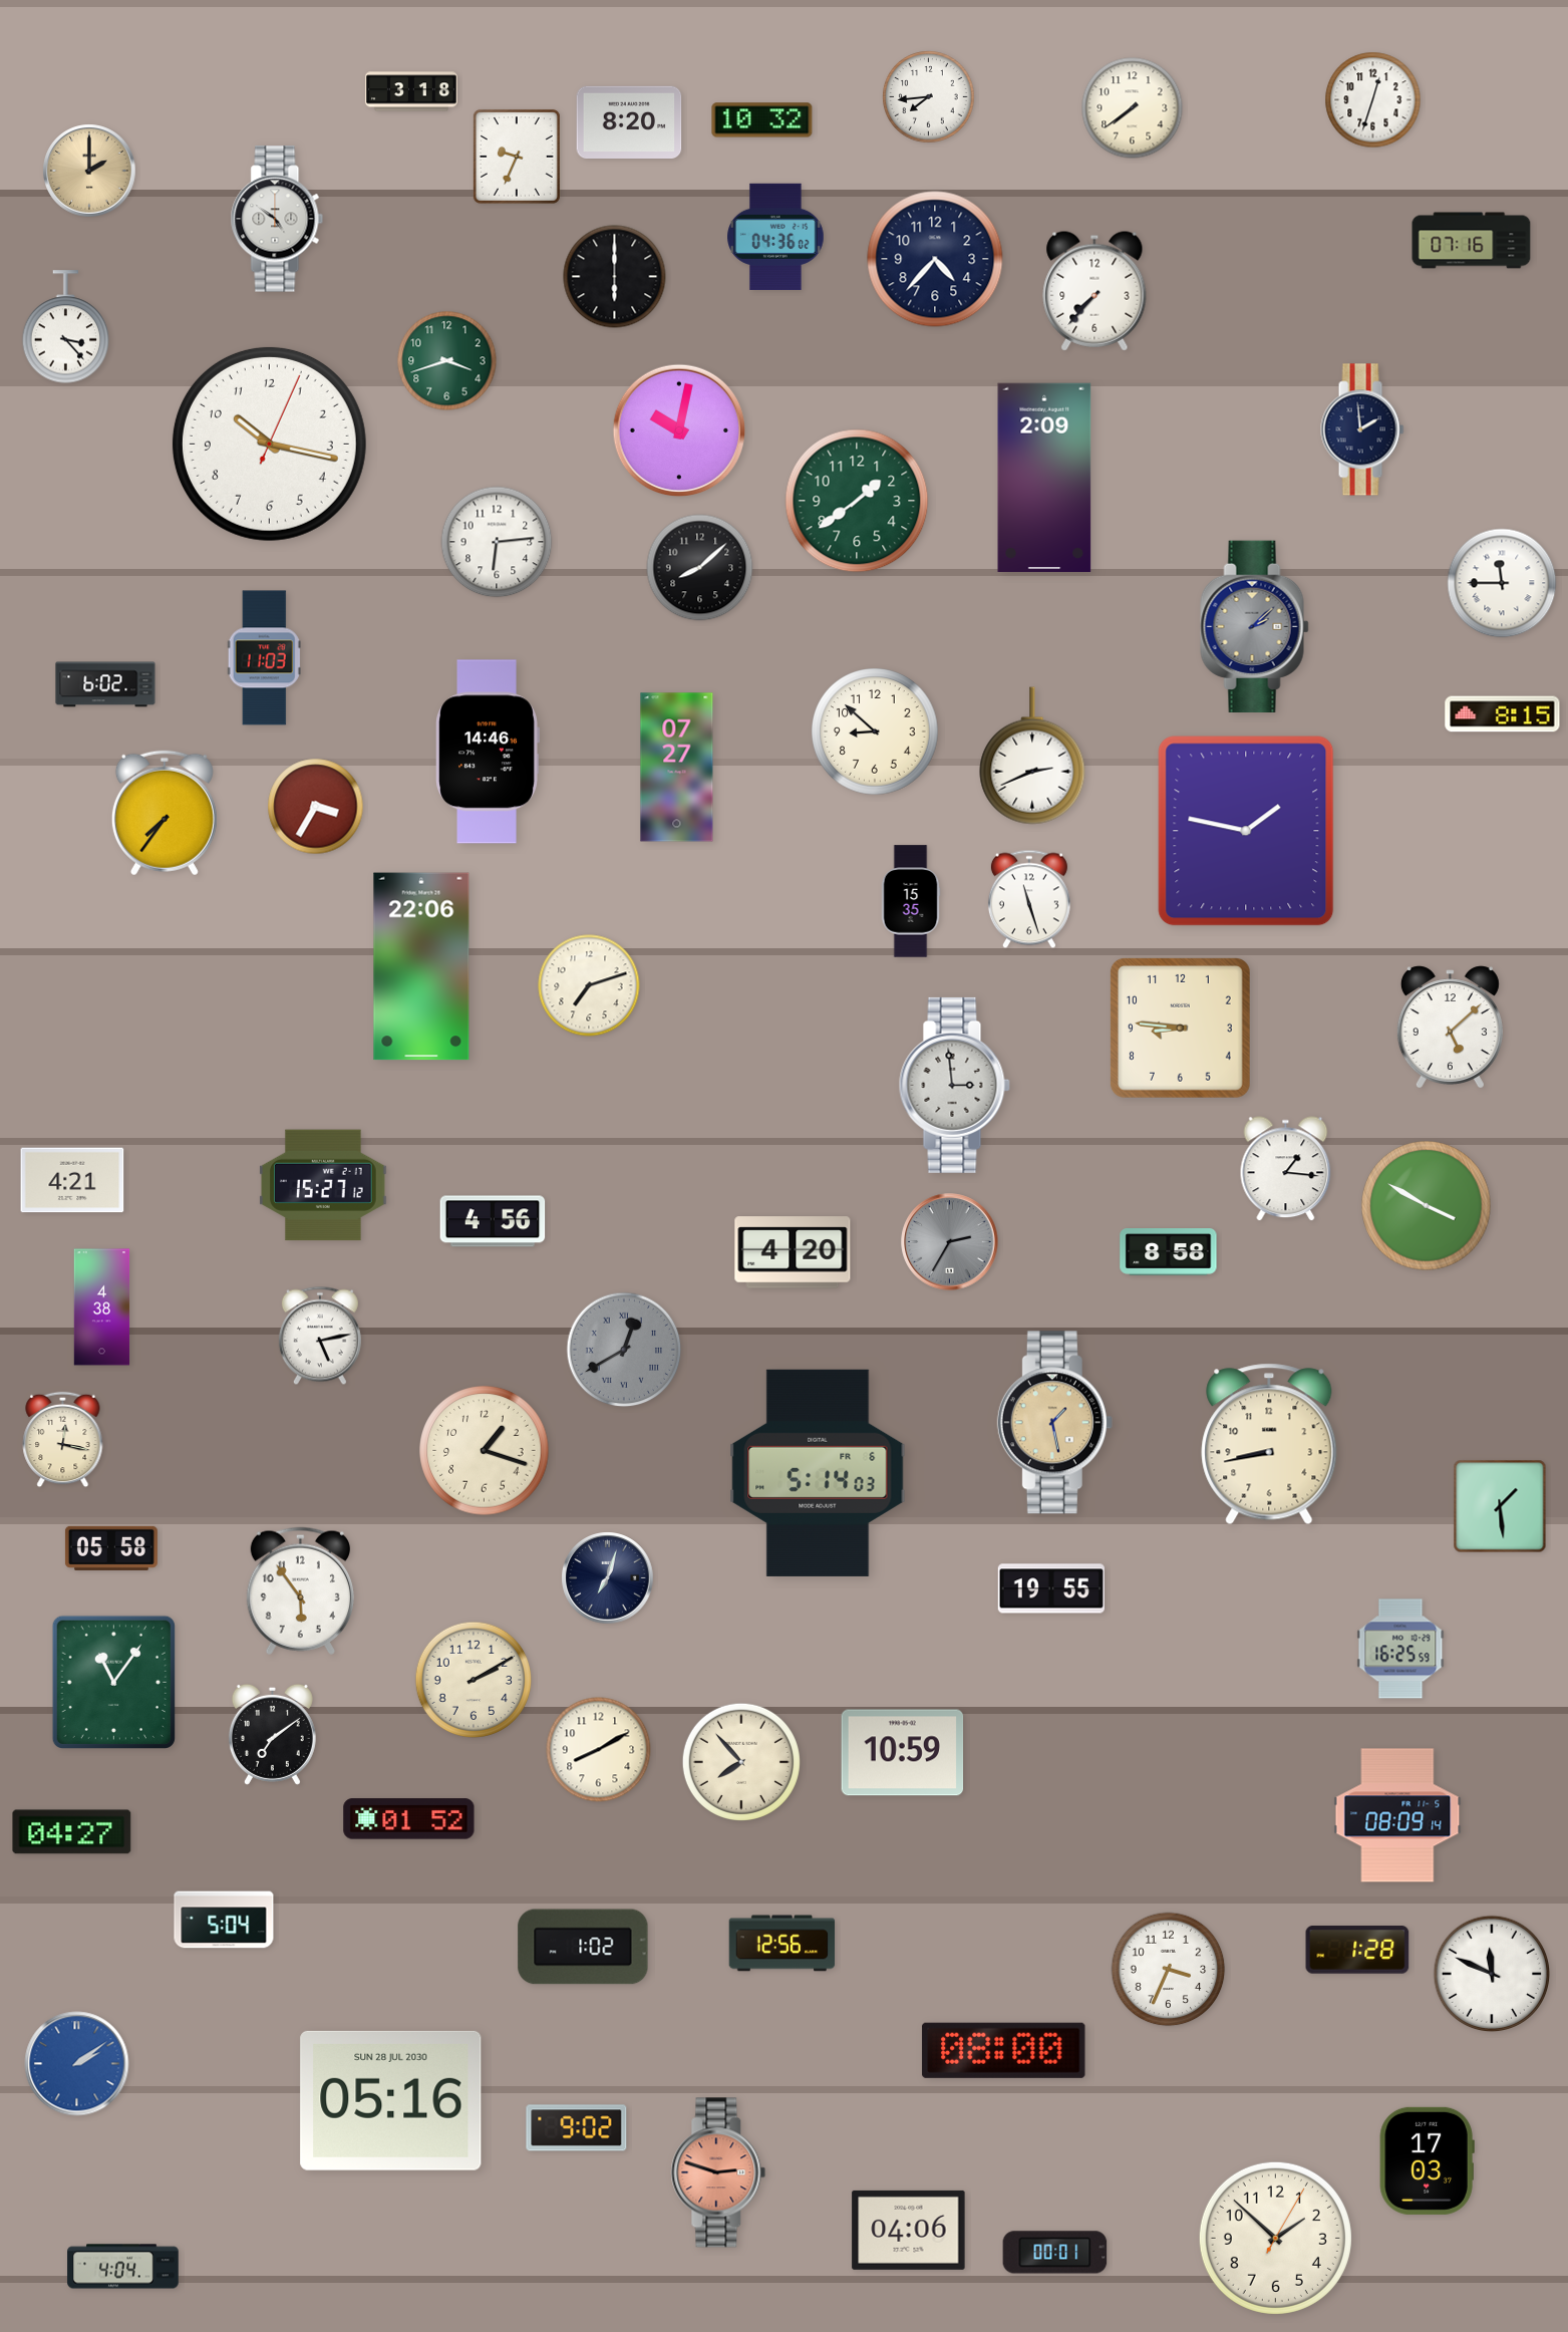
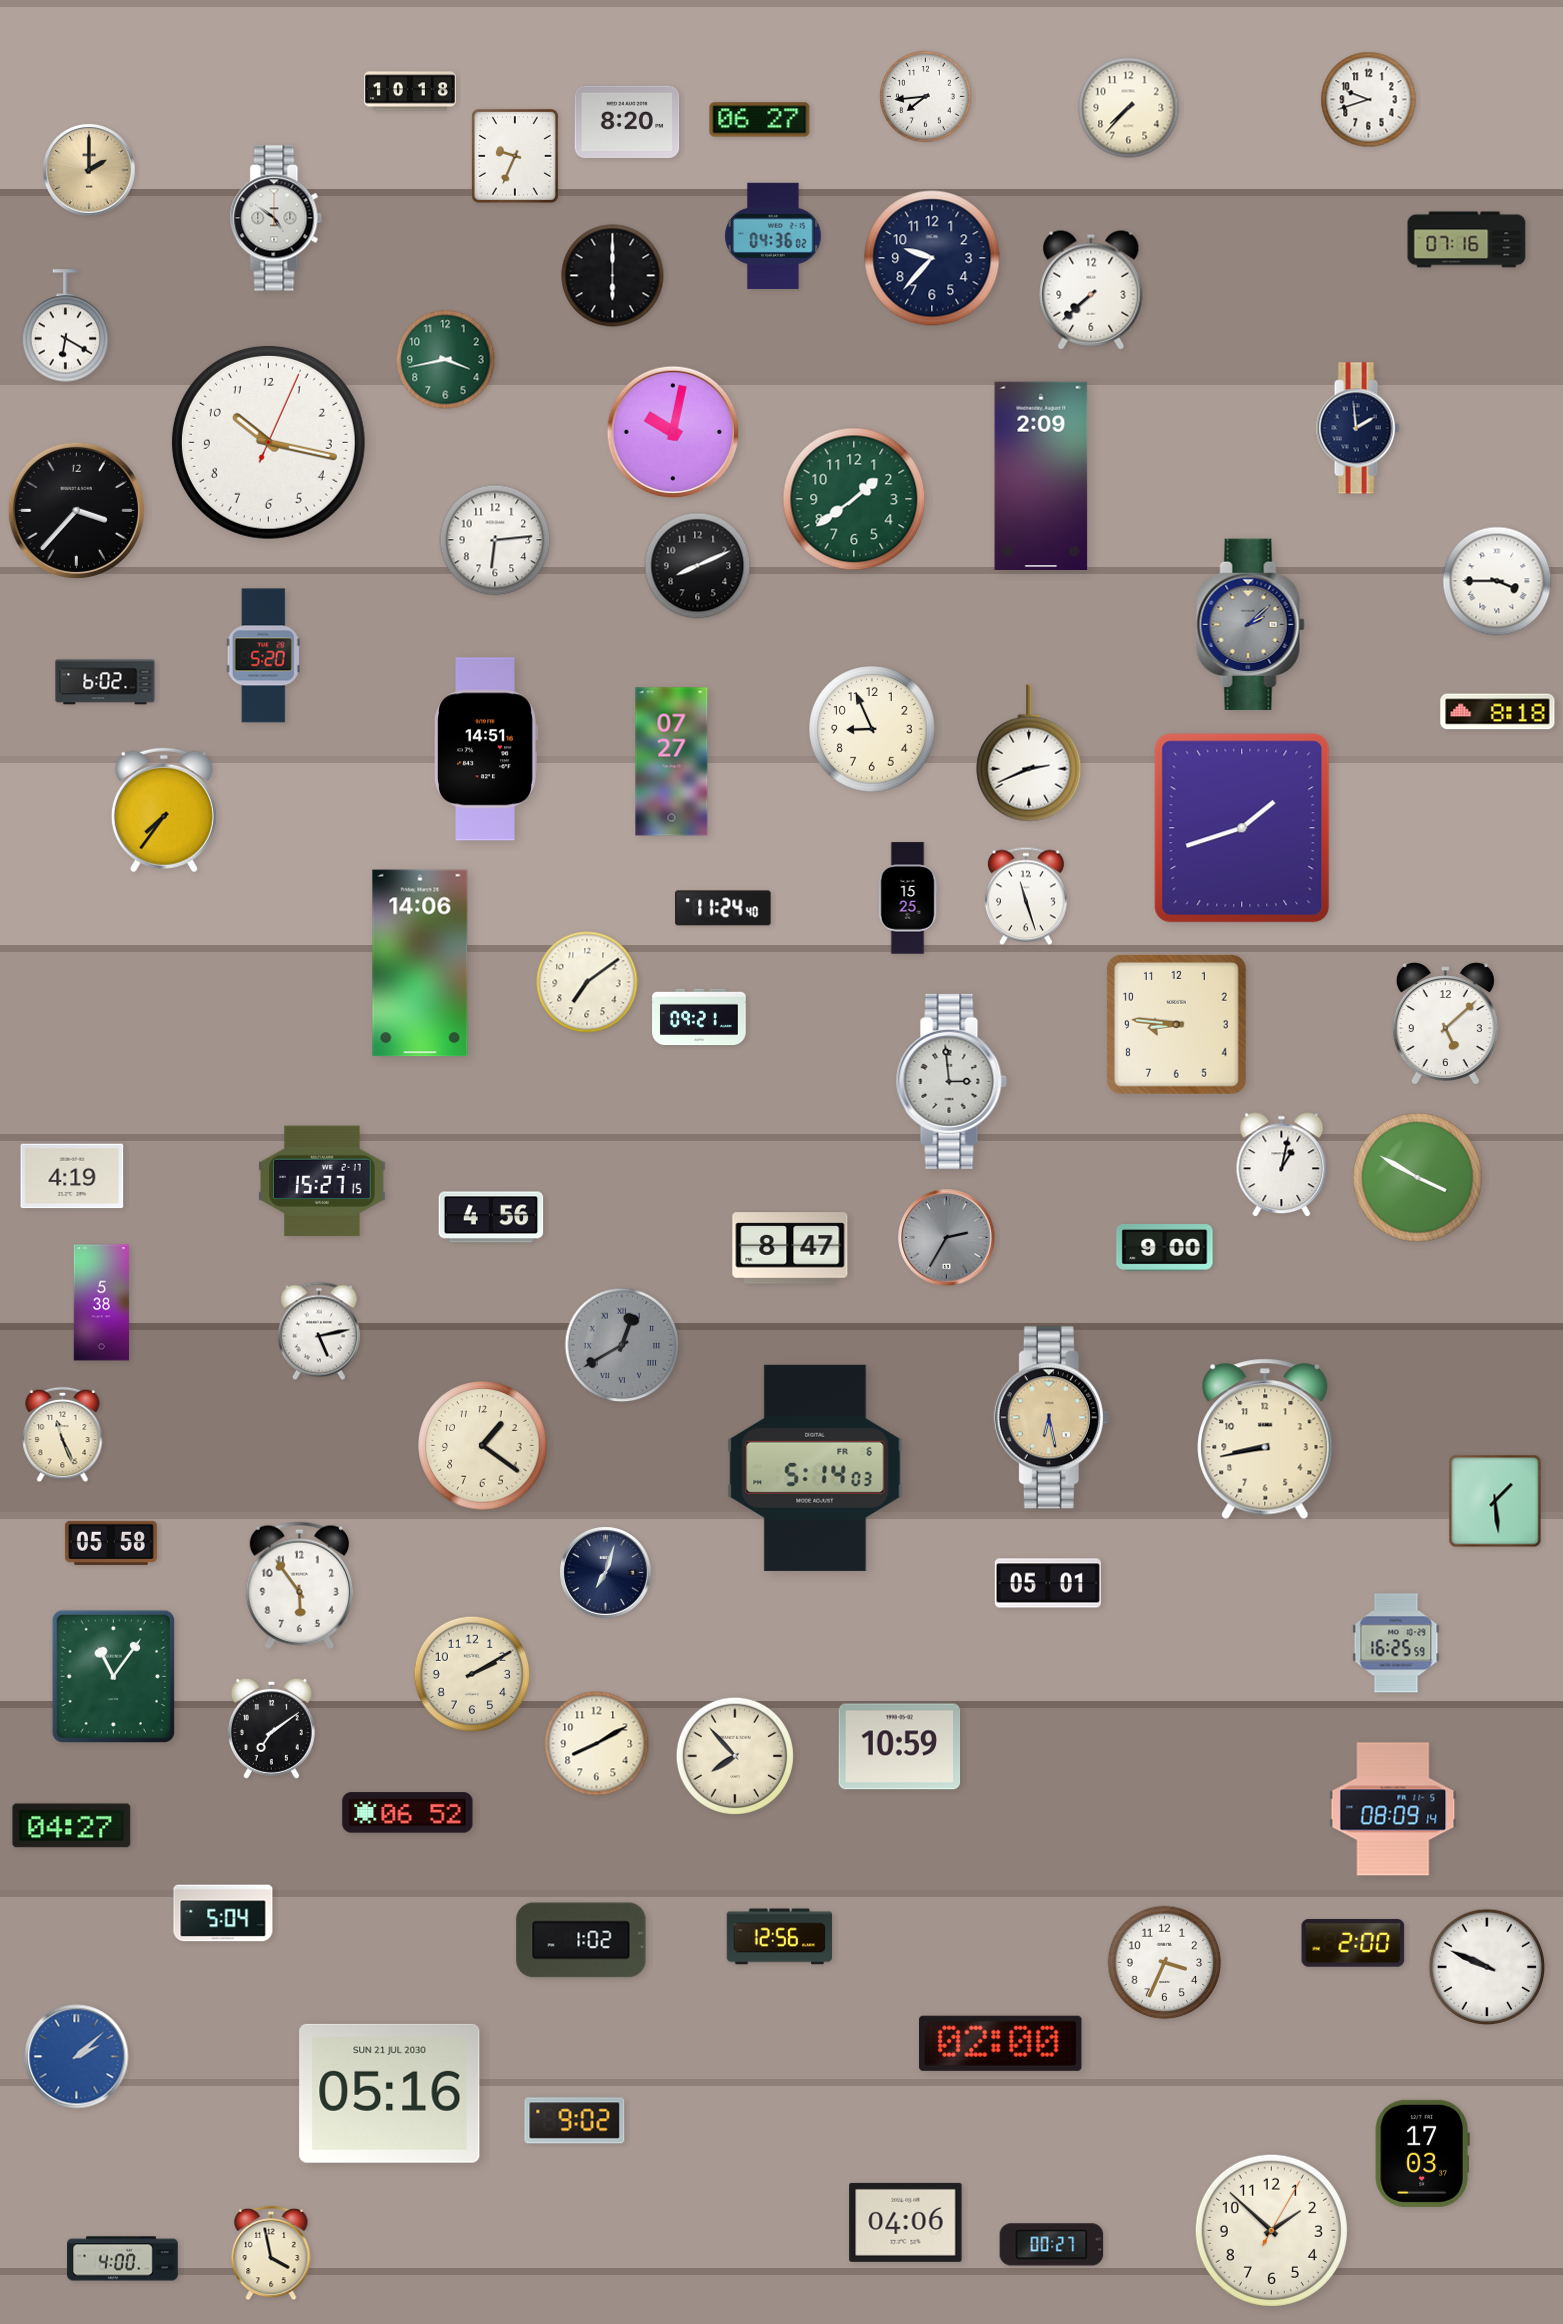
clock at (411, 91): 3:18 -> 10:18
clock at (1373, 100): 12:33 -> 9:42
clock at (1133, 108): 7:39 -> 7:37
clock at (762, 120): 10:32 -> 06:27
clock at (935, 259): 4:37 -> 9:37
clock at (1094, 291): 7:37 -> 7:38
clock at (66, 327): 3:23 -> 6:20
clock at (447, 361): 3:42 -> 3:43
clock at (678, 429) position: (678, 429) -> (672, 431)
clock at (76, 510): none -> 3:37
clock at (700, 568): 8:08 -> 8:11
clock at (1502, 583): 11:45 -> 3:45
clock at (264, 658): 11:03 -> 5:20
clock at (1503, 714): 8:15 -> 8:18
clock at (875, 732): 8:52 -> 8:56
clock at (488, 752): 14:46 -> 14:51
clock at (677, 768) position: (677, 768) -> (672, 762)
clock at (316, 807): 3:35 -> none
clock at (1246, 831): 1:47 -> 1:42
clock at (911, 901): 15:35 -> 15:25
clock at (723, 908): none -> 11:24
clock at (421, 966): 22:06 -> 14:06
clock at (589, 985): 7:12 -> 7:09
clock at (699, 1017): none -> 09:21
clock at (1286, 1169): 1:16 -> 1:02
clock at (72, 1180): 4:21 -> 4:19
clock at (323, 1185): 15:27:12 -> 15:27:15
clock at (1427, 1206) position: (1427, 1206) -> (1418, 1178)
clock at (793, 1252): 4:20 -> 8:47
clock at (1169, 1252): 8:58 -> 9:00
clock at (102, 1307): 4:38 -> 5:38
clock at (1054, 1423): 1:28 -> 6:28
clock at (63, 1440): 12:17 -> 11:26
clock at (485, 1451): 1:18 -> 1:21
clock at (1050, 1588): 19:55 -> 05:01
clock at (741, 1762) position: (741, 1762) -> (735, 1756)
clock at (409, 1819): 01:52 -> 06:52
clock at (1357, 1950): 1:28 -> 2:00
clock at (1492, 1974): 11:49 -> 9:49
clock at (1004, 2050): 08:00 -> 02:00
clock at (77, 2064): 2:09 -> 2:08
clock at (391, 2100) date: SUN 28 JUL 2030 -> SUN 21 JUL 2030
clock at (718, 2172): 2:48 -> none
clock at (1055, 2253): 00:01 -> 00:27
clock at (271, 2253): none -> 3:58
clock at (123, 2267): 4:04 -> 4:00
